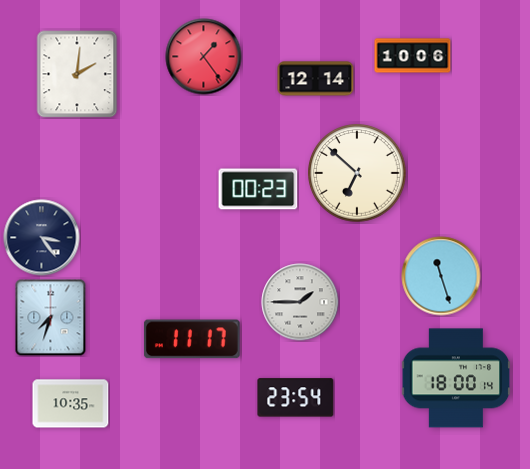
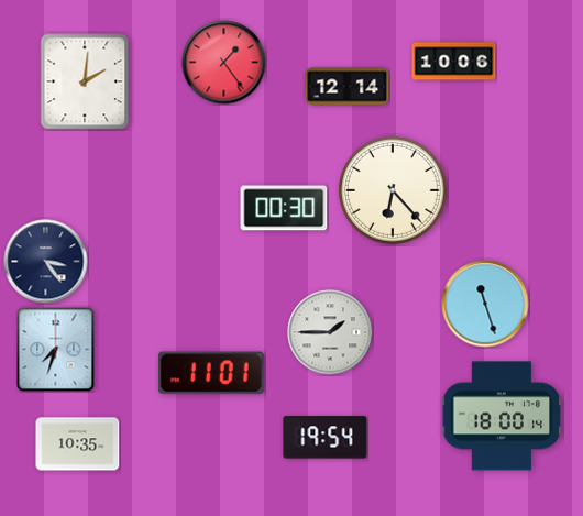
clock at (357, 173): 6:52 -> 6:23
clock at (258, 189): 00:23 -> 00:30
clock at (192, 339): 11:17 -> 11:01
clock at (296, 398): 23:54 -> 19:54
